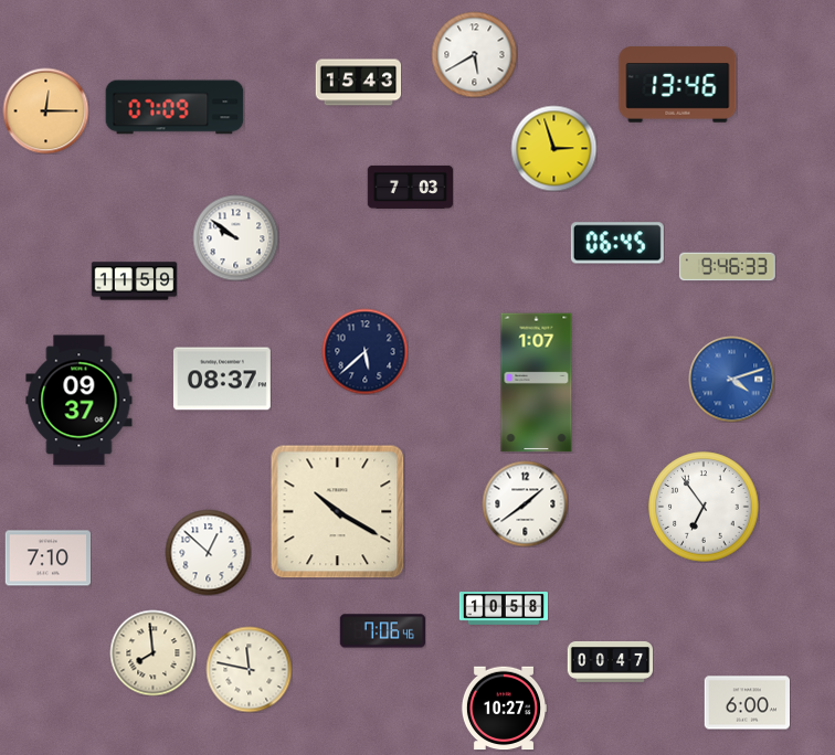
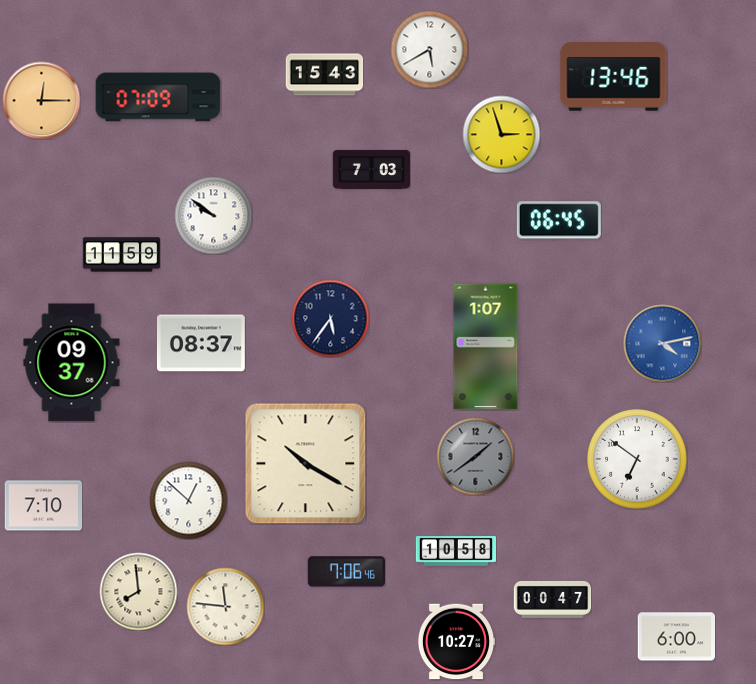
clock at (727, 267): 9:46 -> none
clock at (364, 351): 5:38 -> 5:36
clock at (731, 379): 4:12 -> 4:13
clock at (525, 503) dial: white -> grey
clock at (704, 507): 6:54 -> 6:51
clock at (249, 669): 11:47 -> 11:46
